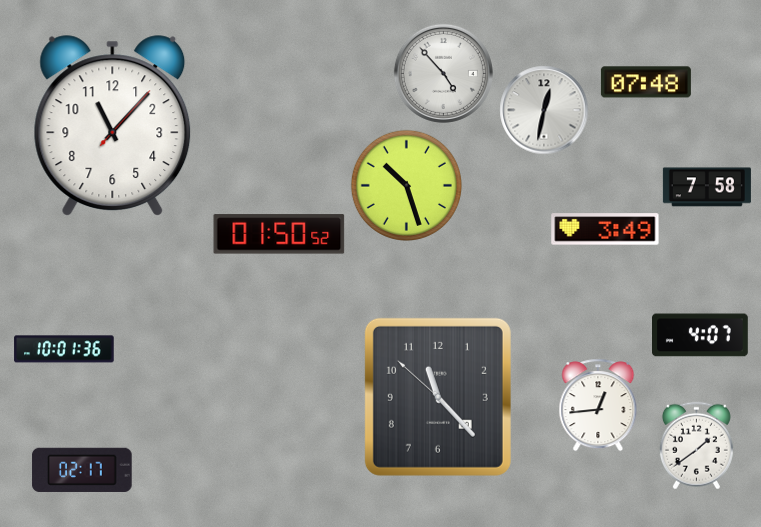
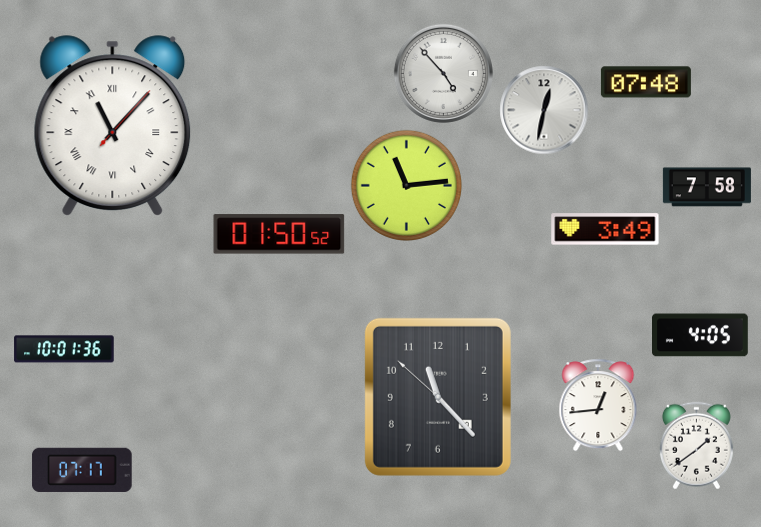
clock at (113, 126) numerals: Arabic -> Roman
clock at (406, 185): 10:27 -> 11:14
clock at (701, 335): 4:07 -> 4:05
clock at (82, 470): 02:17 -> 07:17
